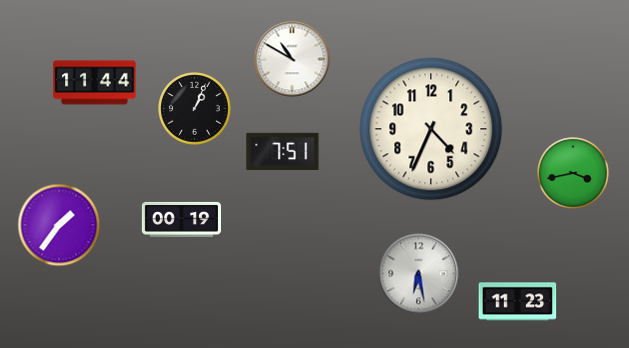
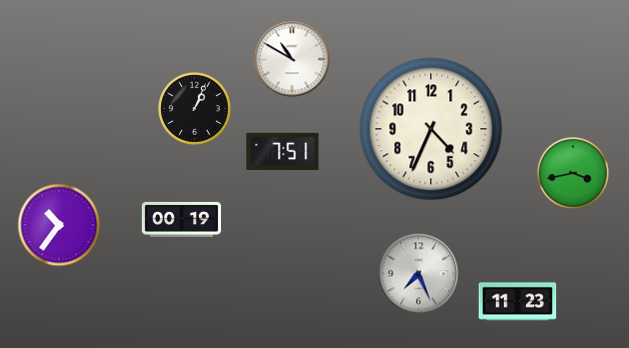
clock at (95, 83): 11:44 -> none
clock at (59, 225): 1:36 -> 10:36
clock at (419, 274): 6:28 -> 7:26
